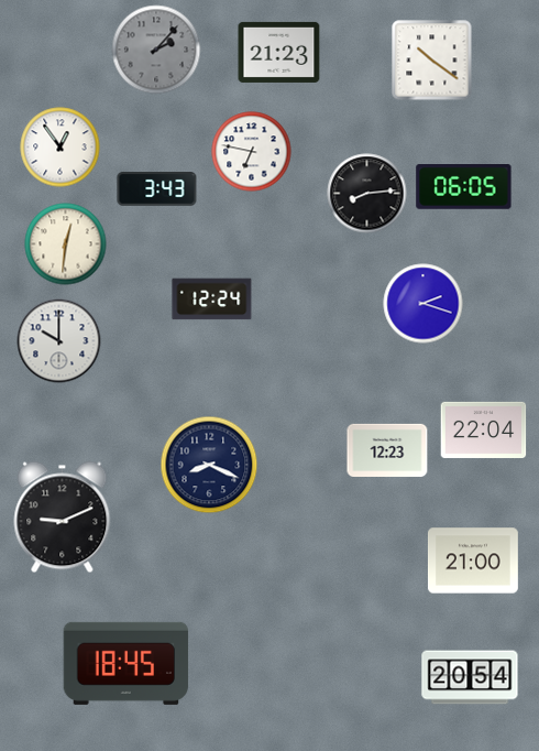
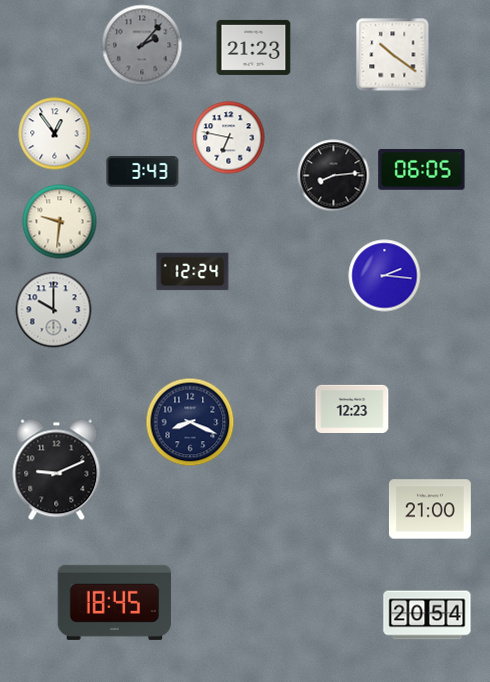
clock at (66, 244): 12:31 -> 9:31
clock at (424, 304): 2:18 -> 2:16
clock at (484, 429): 22:04 -> none
